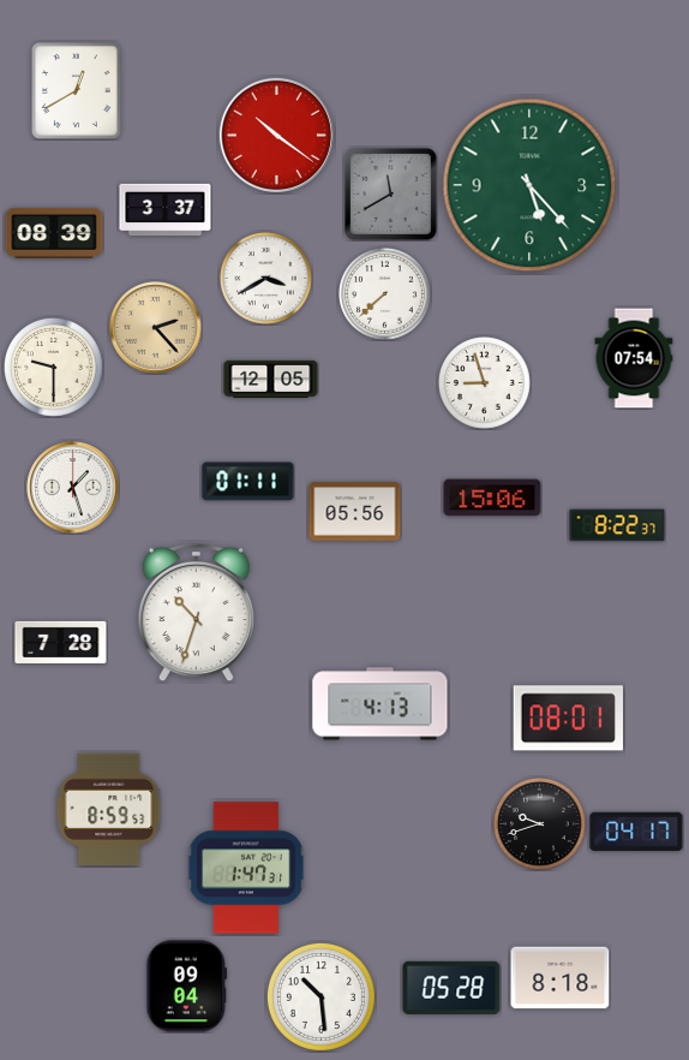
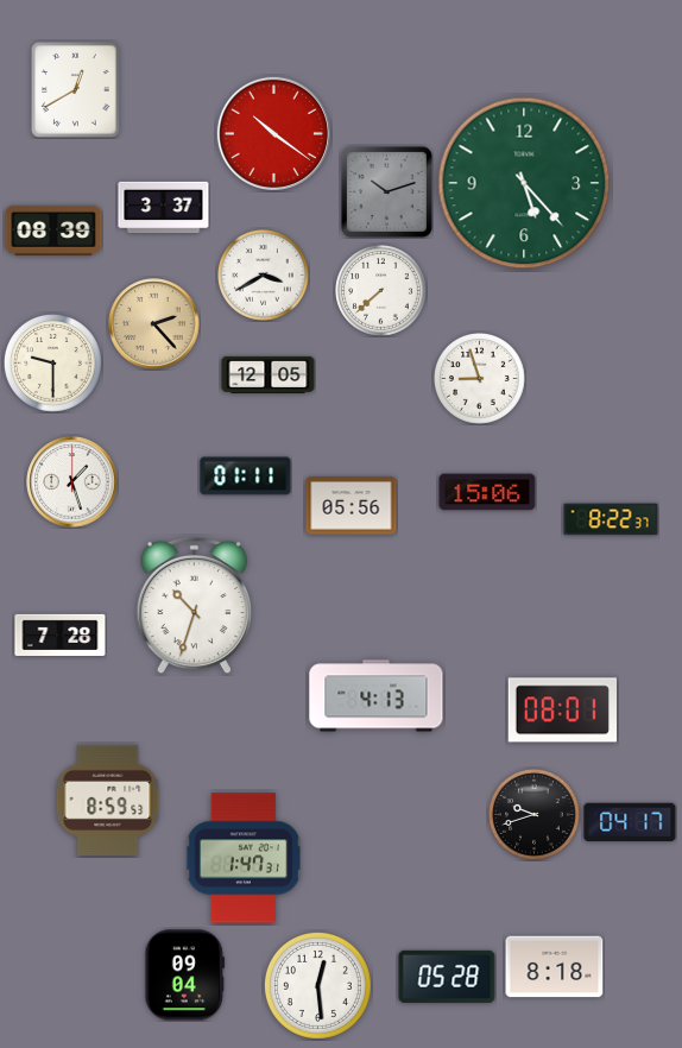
clock at (390, 193): 11:40 -> 10:12
clock at (634, 358): 07:54 -> none
clock at (320, 996): 10:29 -> 12:29
